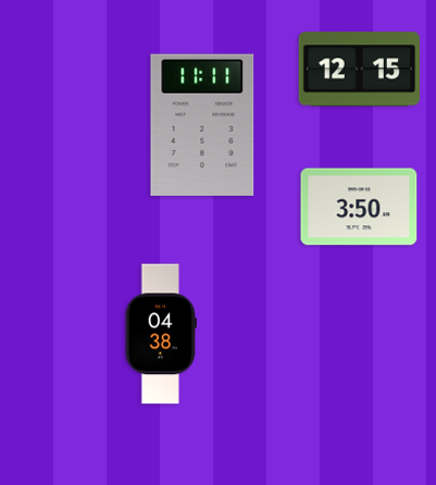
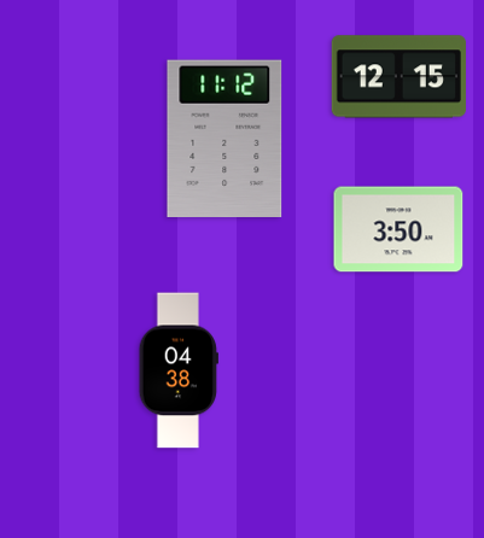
clock at (202, 124): 11:11 -> 11:12
